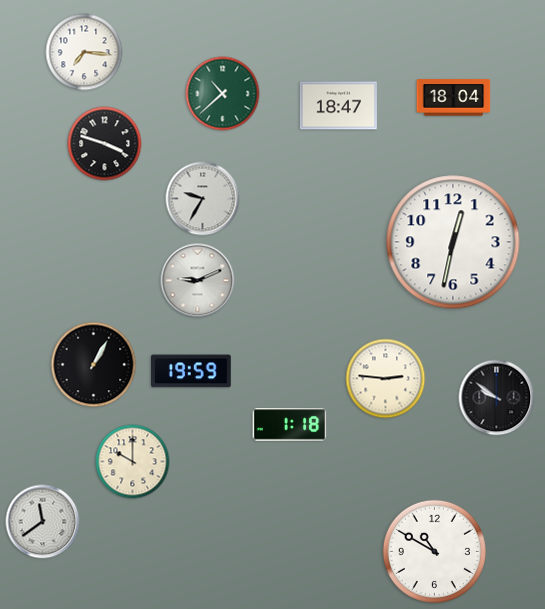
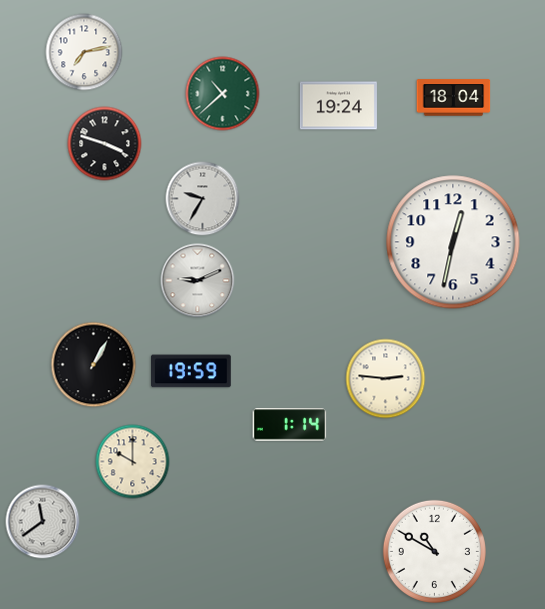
clock at (84, 52): 7:16 -> 7:13
clock at (338, 106): 18:47 -> 19:24
clock at (497, 398): 9:51 -> none
clock at (290, 425): 1:18 -> 1:14
